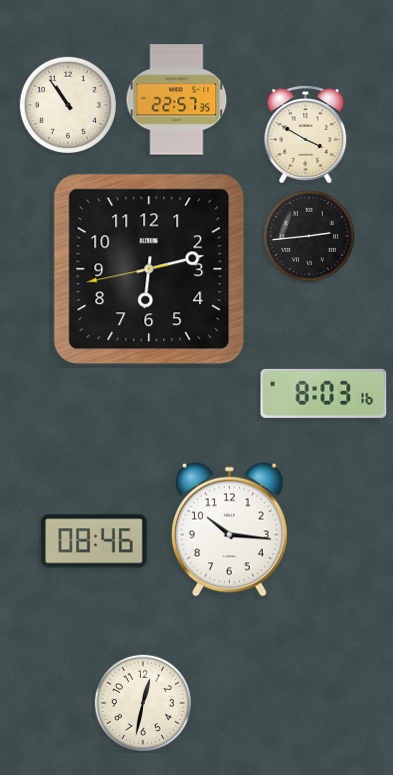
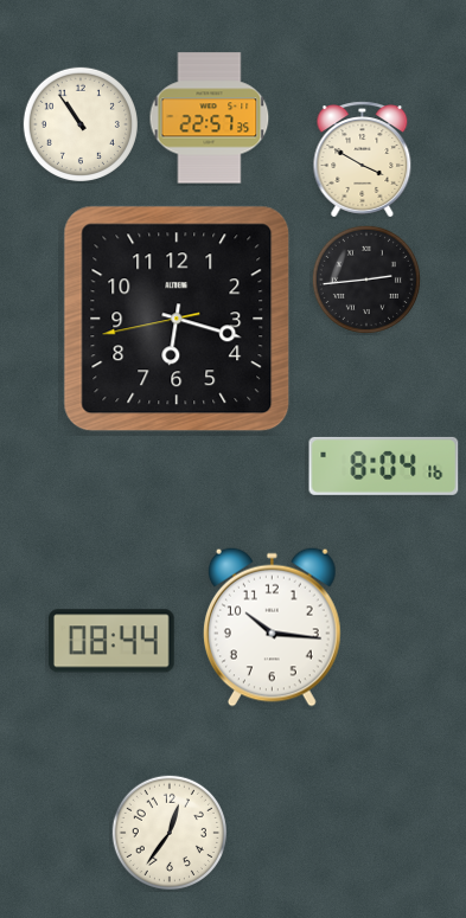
clock at (149, 269): 6:12 -> 6:17
clock at (324, 393): 8:03 -> 8:04
clock at (94, 541): 08:46 -> 08:44
clock at (143, 703): 12:32 -> 12:36
